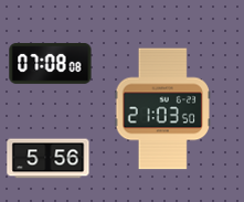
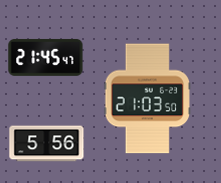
clock at (51, 63): 07:08 -> 21:45
clock at (49, 159) position: (49, 159) -> (47, 144)
